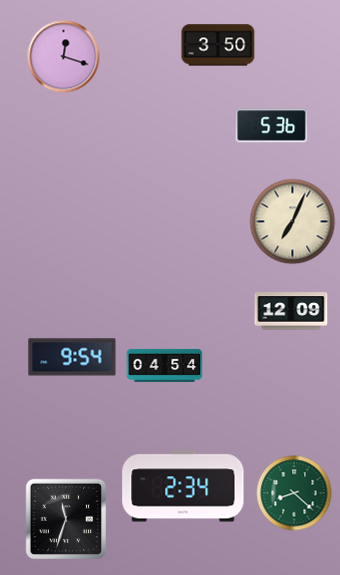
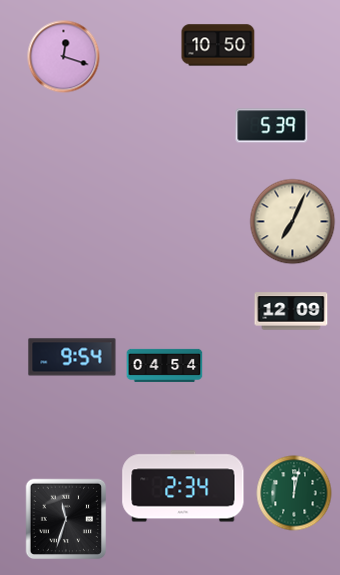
clock at (218, 45): 3:50 -> 10:50
clock at (272, 126): 5:36 -> 5:39
clock at (294, 493): 8:22 -> 12:02
